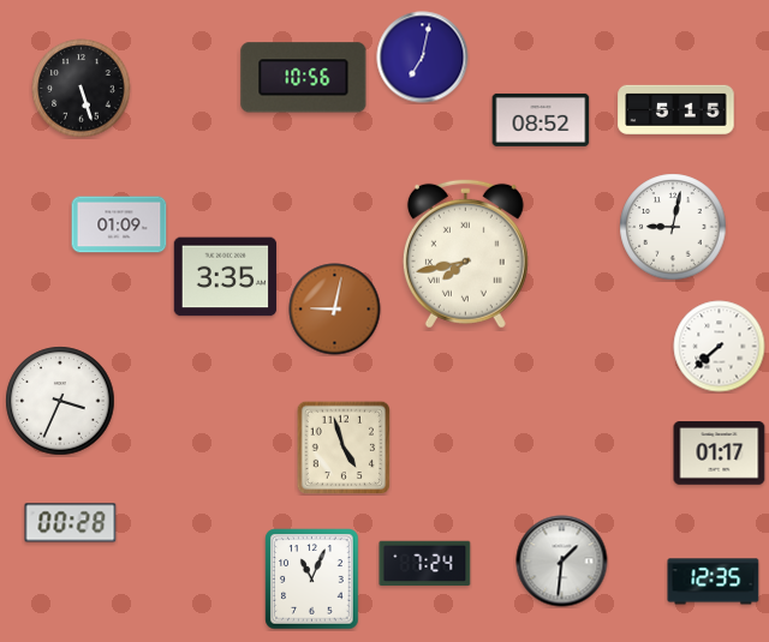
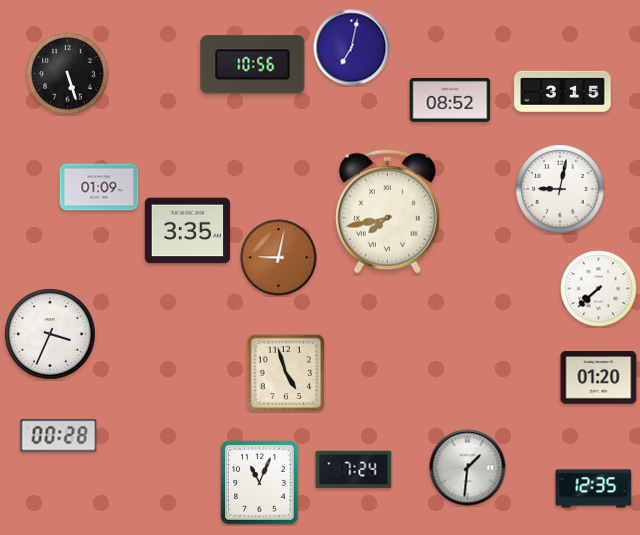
clock at (676, 109): 5:15 -> 3:15
clock at (720, 454): 01:17 -> 01:20
clock at (714, 582) position: (714, 582) -> (594, 489)
